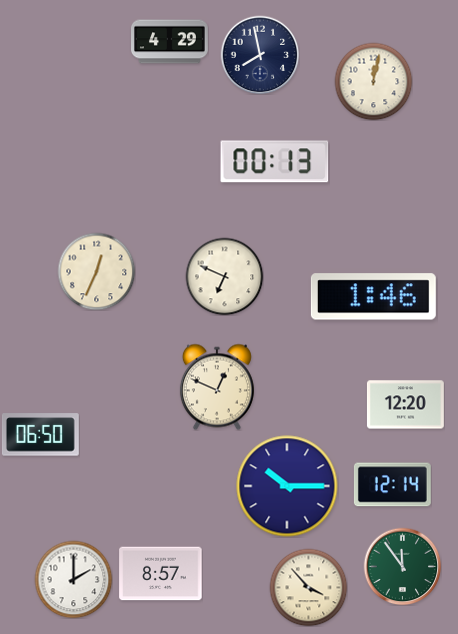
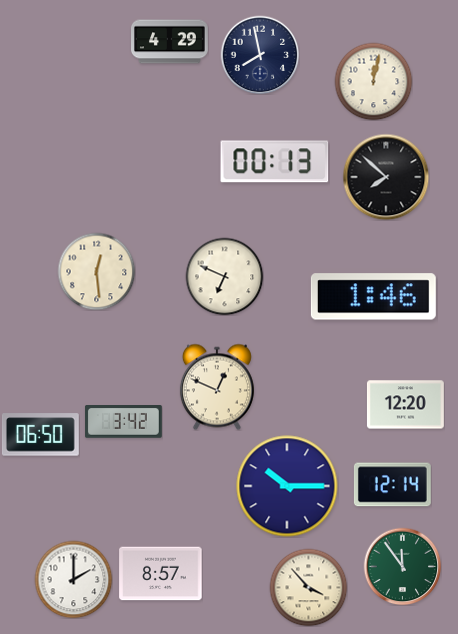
clock at (386, 177): none -> 7:52
clock at (96, 271): 12:34 -> 12:29
clock at (123, 422): none -> 3:42
